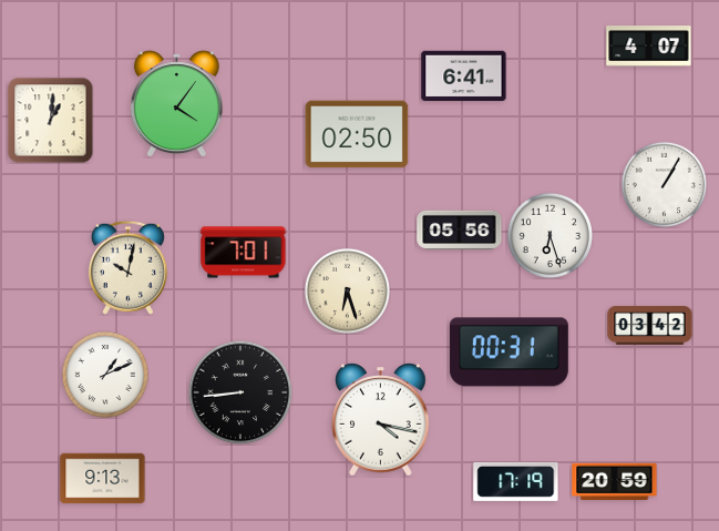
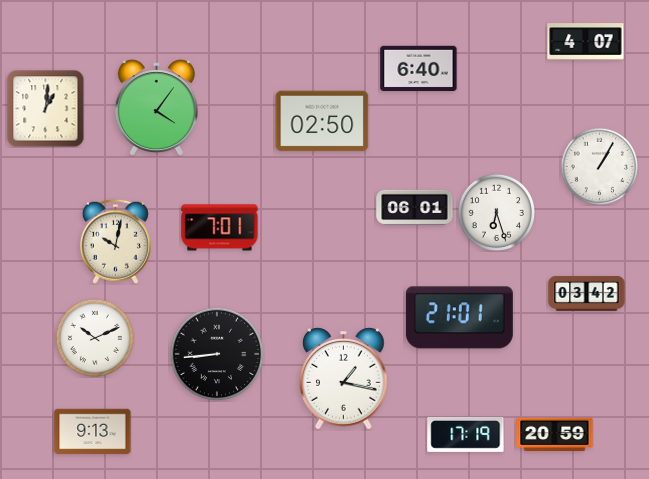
clock at (464, 76): 6:41 -> 6:40
clock at (176, 104) position: (176, 104) -> (156, 108)
clock at (460, 229): 05:56 -> 06:01
clock at (347, 290): 6:27 -> none
clock at (509, 353): 00:31 -> 21:01
clock at (104, 374): 1:11 -> 10:11
clock at (381, 420): 4:17 -> 1:17
